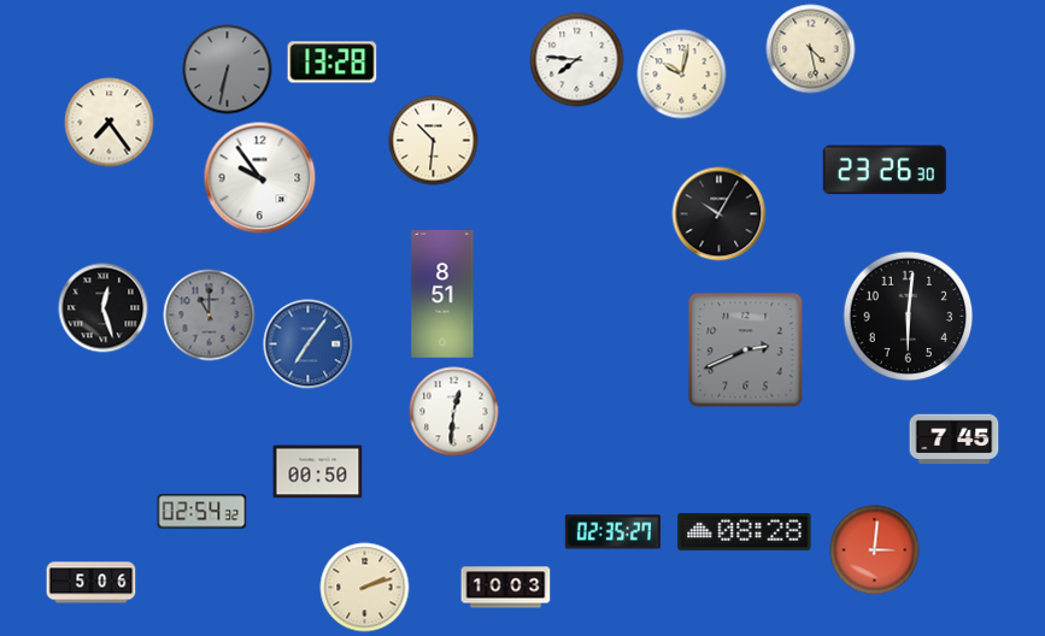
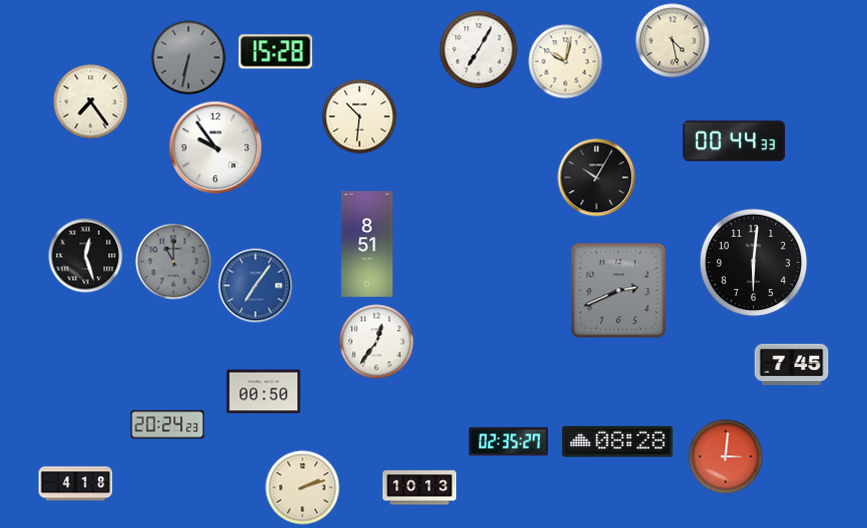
clock at (577, 60): 7:46 -> 7:05
clock at (333, 63): 13:28 -> 15:28
clock at (885, 170): 23:26 -> 00:44
clock at (454, 412): 12:31 -> 12:36
clock at (202, 512): 02:54 -> 20:24
clock at (92, 583): 5:06 -> 4:18
clock at (506, 588): 10:03 -> 10:13
